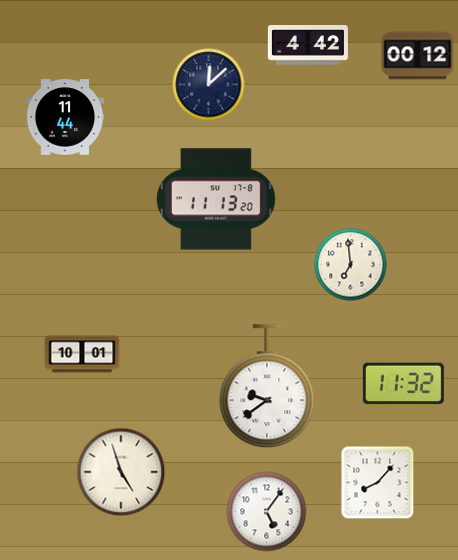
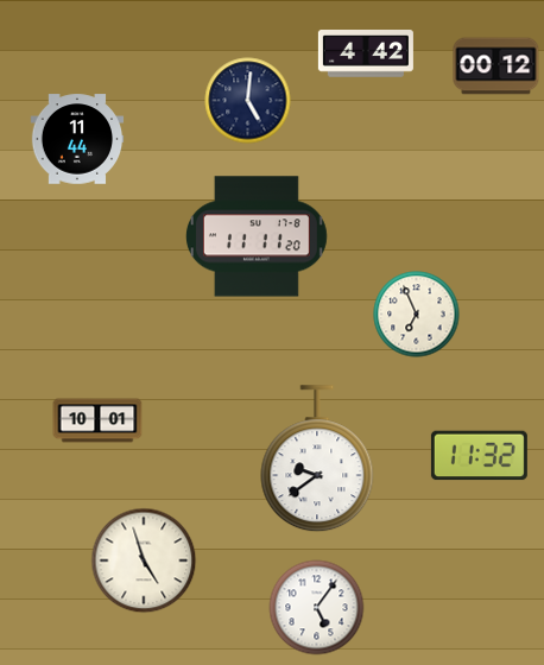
clock at (209, 85): 12:08 -> 5:01
clock at (216, 199): 11:13 -> 11:11
clock at (351, 265): 6:59 -> 6:56
clock at (378, 483): 8:07 -> none
